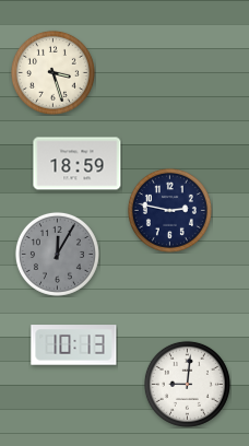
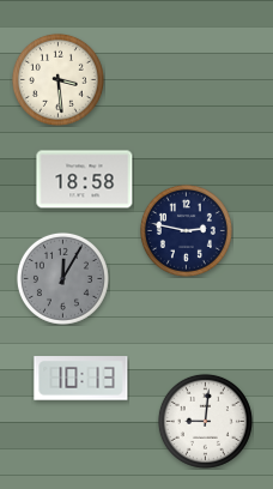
clock at (52, 72): 3:27 -> 3:29
clock at (78, 164): 18:59 -> 18:58
